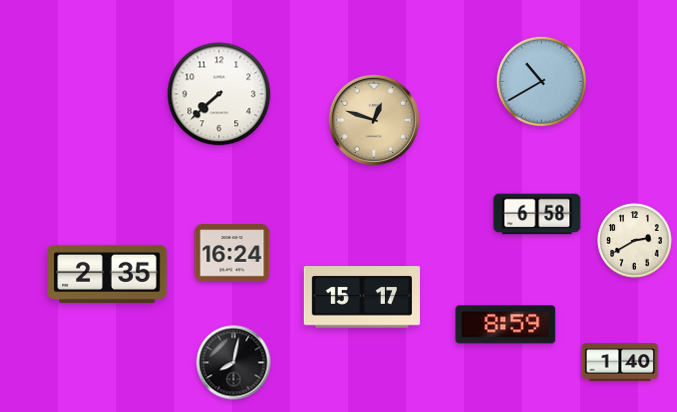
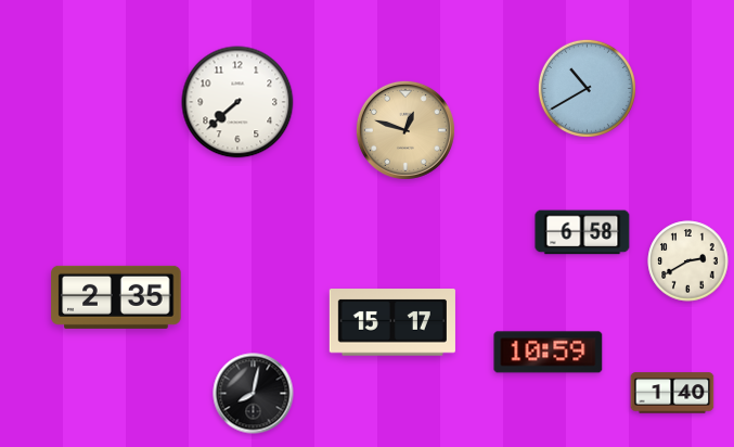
clock at (232, 253): 16:24 -> none
clock at (506, 325): 8:59 -> 10:59
